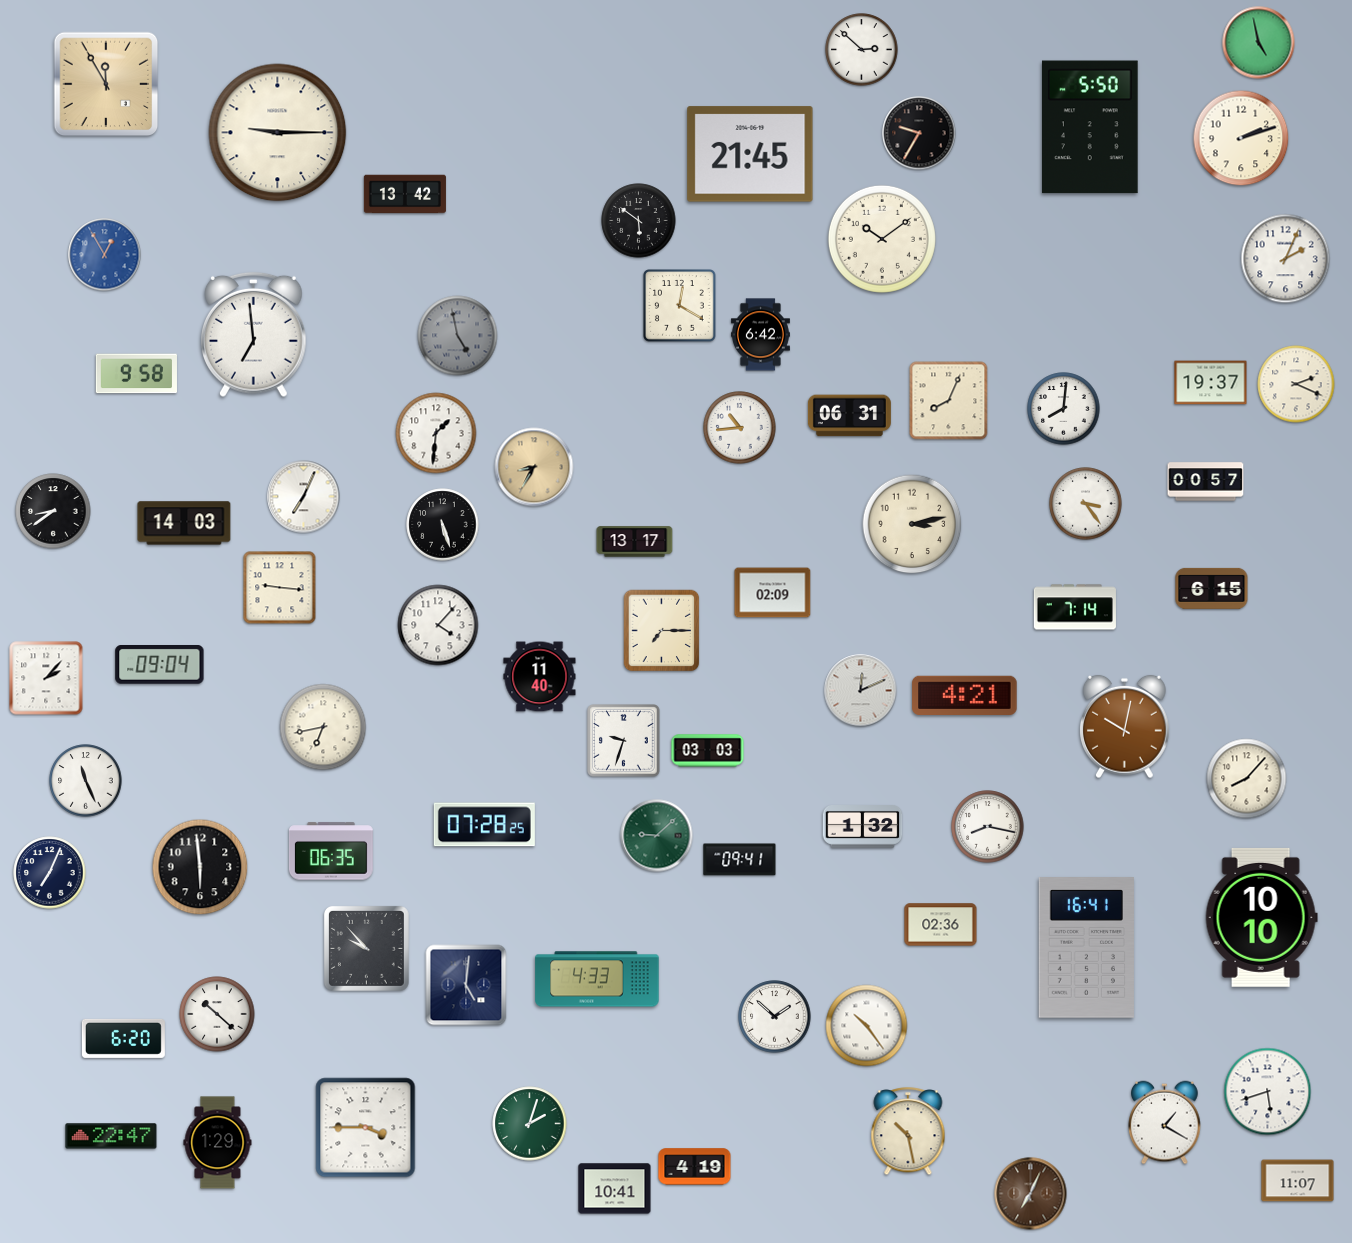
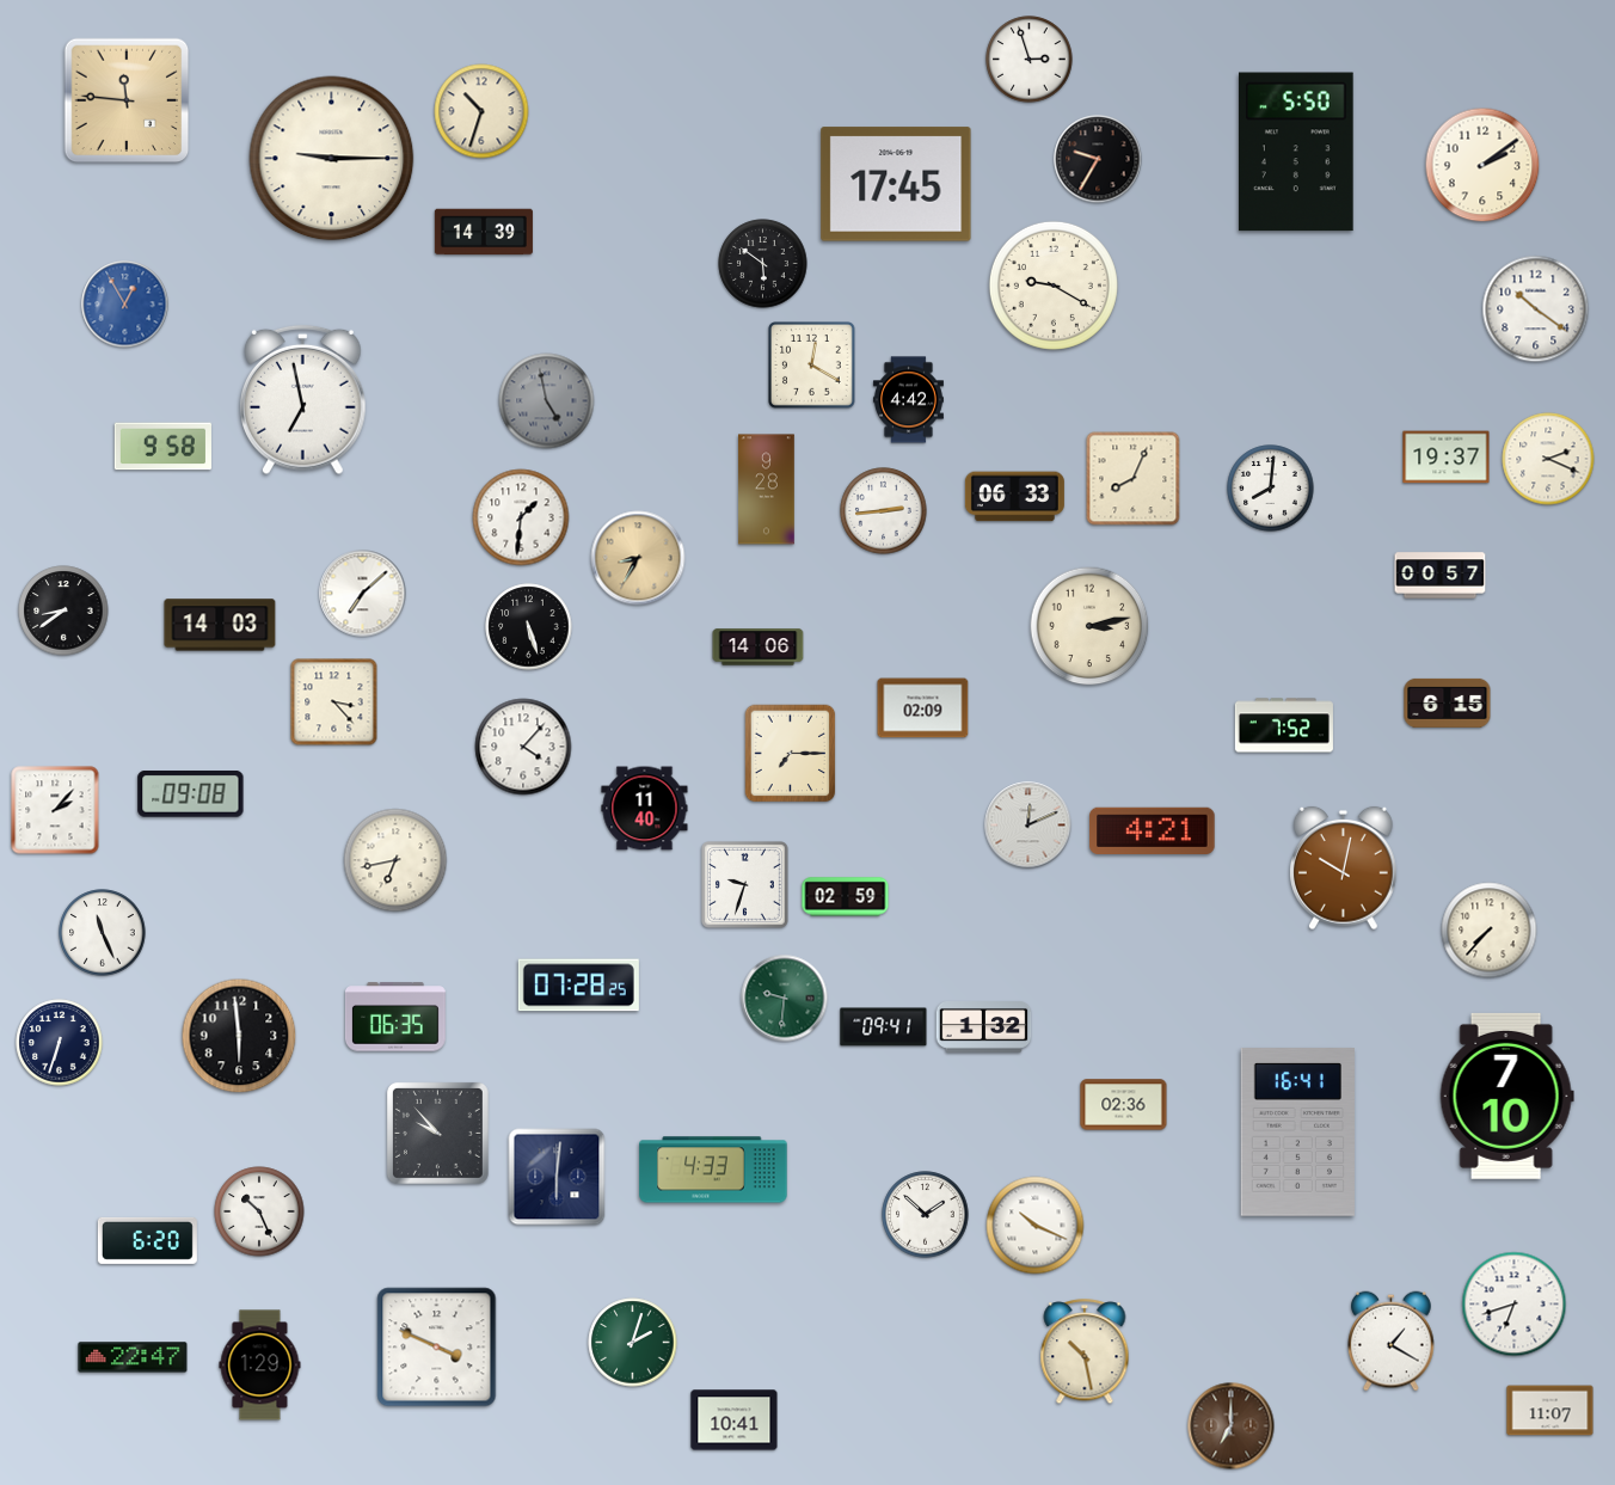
clock at (1259, 43): 4:58 -> none
clock at (862, 50): 2:52 -> 2:57
clock at (106, 84): 11:55 -> 11:46
clock at (481, 111): none -> 10:33
clock at (1090, 127) position: (1090, 127) -> (1296, 152)
clock at (1241, 138): 2:12 -> 2:09
clock at (750, 154): 21:45 -> 17:45
clock at (405, 194): 13:42 -> 14:39
clock at (882, 239): 10:09 -> 9:20
clock at (1286, 259): 2:04 -> 10:21
clock at (254, 335): 6:59 -> 6:58
clock at (760, 335): 6:42 -> 4:42
clock at (767, 490): none -> 9:28
clock at (849, 416): 06:31 -> 06:33
clock at (740, 428): 10:44 -> 2:44
clock at (304, 497): 7:04 -> 7:08
clock at (1086, 504): 3:24 -> none
clock at (635, 542): 13:17 -> 14:06
clock at (280, 588): 9:16 -> 3:23
clock at (1075, 607): 7:14 -> 7:52
clock at (160, 665): 09:04 -> 09:08
clock at (323, 727) position: (323, 727) -> (395, 860)
clock at (708, 751): 03:03 -> 02:59
clock at (1247, 779): 8:07 -> 7:37
clock at (863, 827) position: (863, 827) -> (984, 1027)
clock at (988, 827): 8:17 -> none
clock at (657, 836): 9:08 -> 9:31
clock at (50, 873): 7:04 -> 6:33
clock at (1261, 917): 10:10 -> 7:10
clock at (466, 985): 5:01 -> 6:01
clock at (217, 1014): 10:22 -> 10:26
clock at (867, 1026): 10:24 -> 10:19
clock at (1268, 1092): 5:42 -> 6:42
clock at (366, 1128): 3:45 -> 3:49
clock at (695, 1167): 4:19 -> none
clock at (1031, 1194): 7:04 -> 7:00
